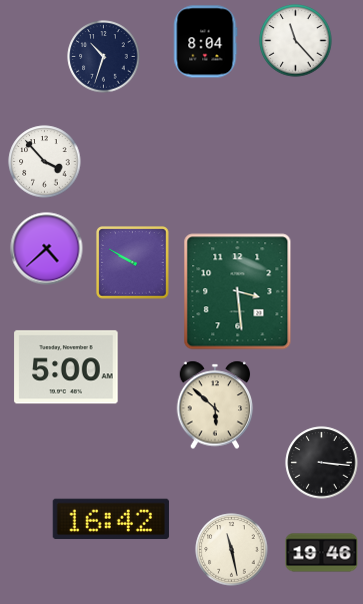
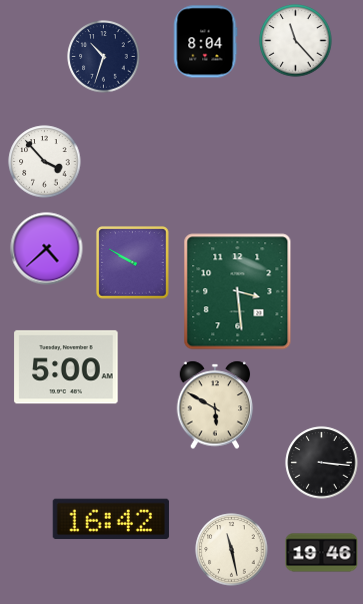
clock at (215, 405): 5:52 -> 5:50
